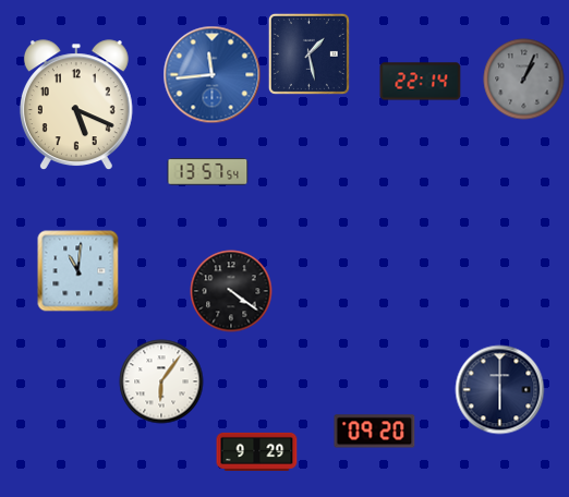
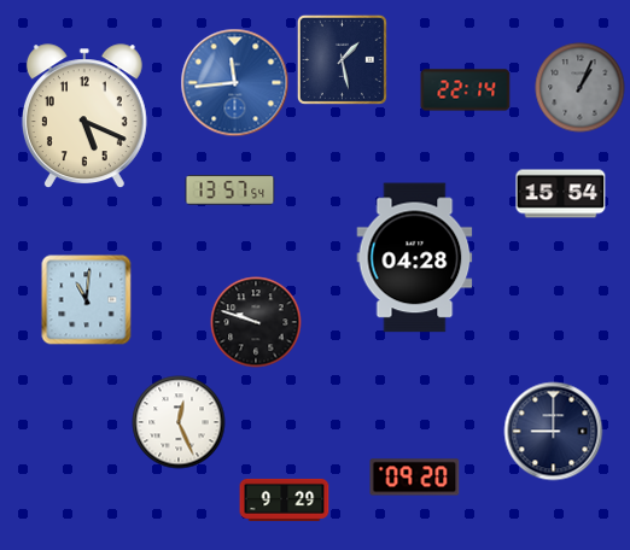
clock at (561, 194): none -> 15:54
clock at (415, 258): none -> 04:28
clock at (231, 291): 4:21 -> 9:48
clock at (161, 381): 6:06 -> 12:26
clock at (500, 390): 6:00 -> 9:00
